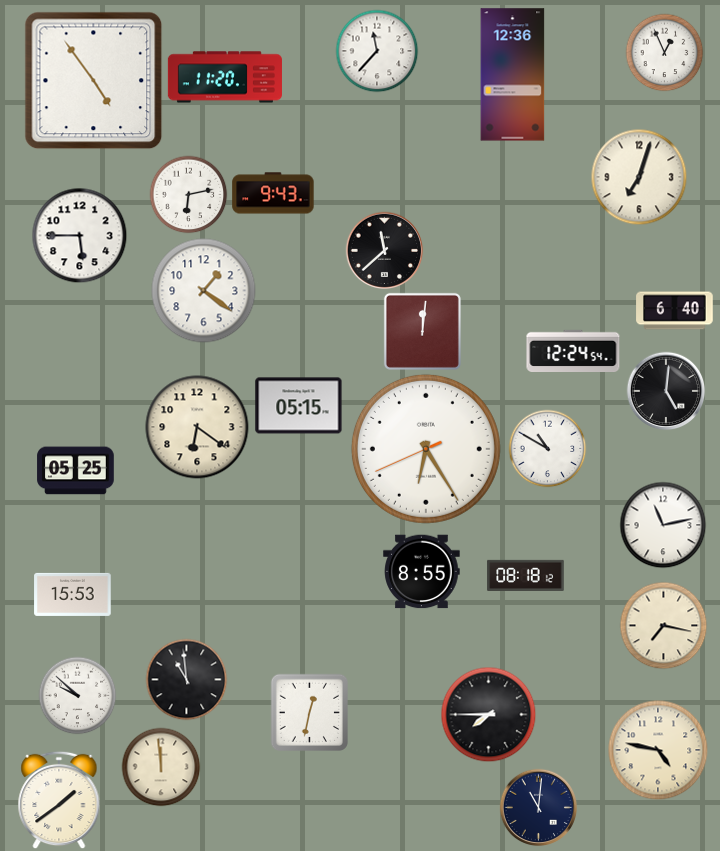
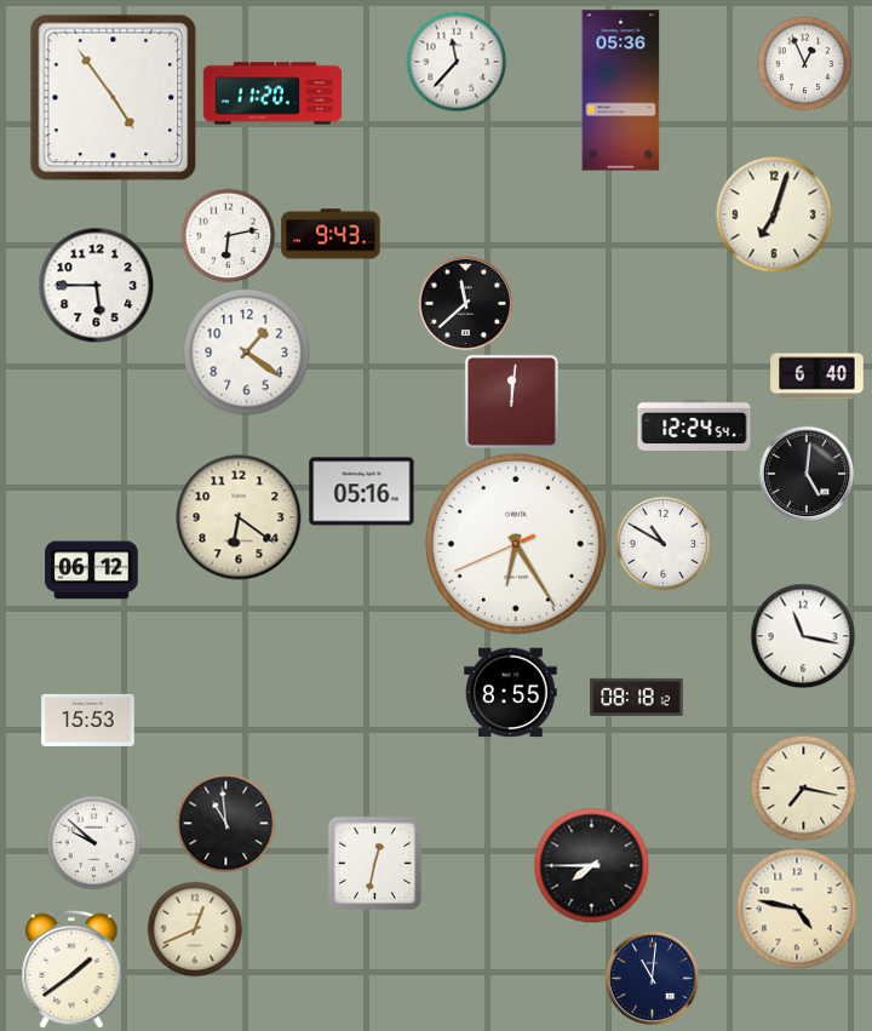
clock at (513, 75): 12:36 -> 05:36
clock at (299, 406): 05:15 -> 05:16
clock at (76, 471): 05:25 -> 06:12
clock at (663, 525): 11:13 -> 11:17
clock at (663, 625) position: (663, 625) -> (803, 787)
clock at (161, 767): 11:59 -> 12:41
